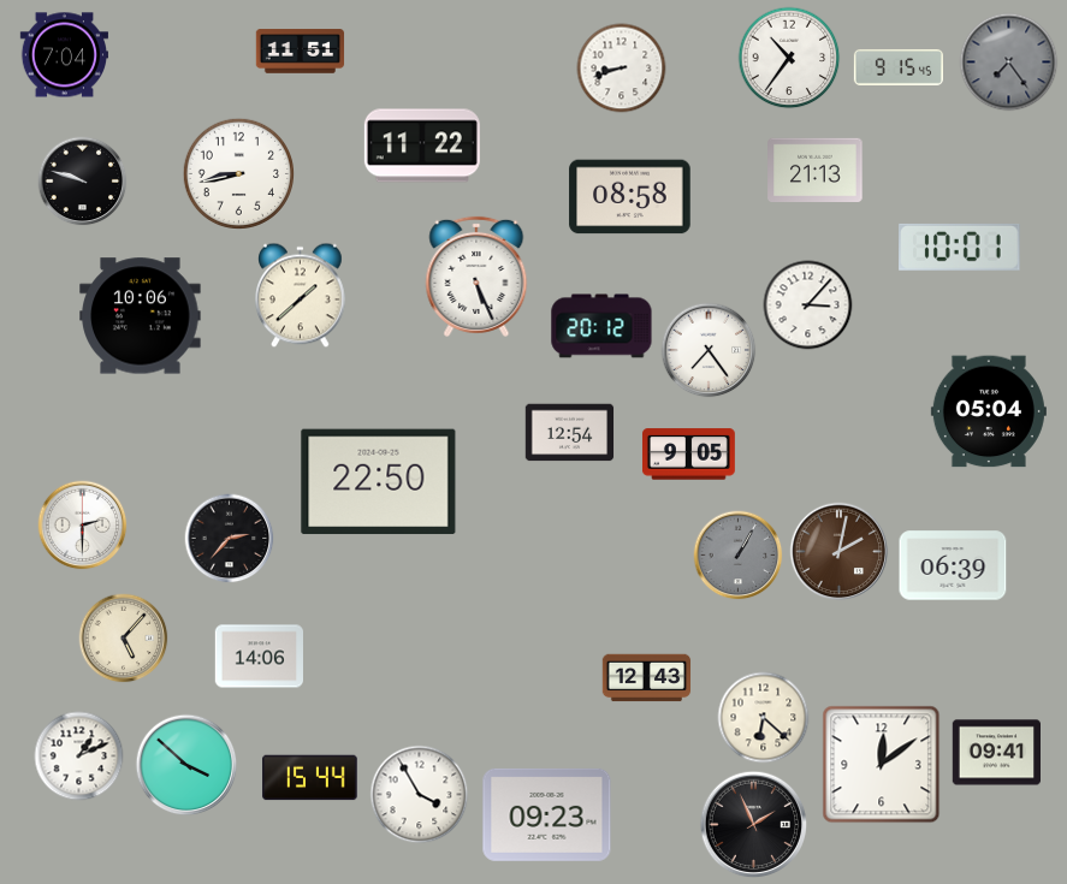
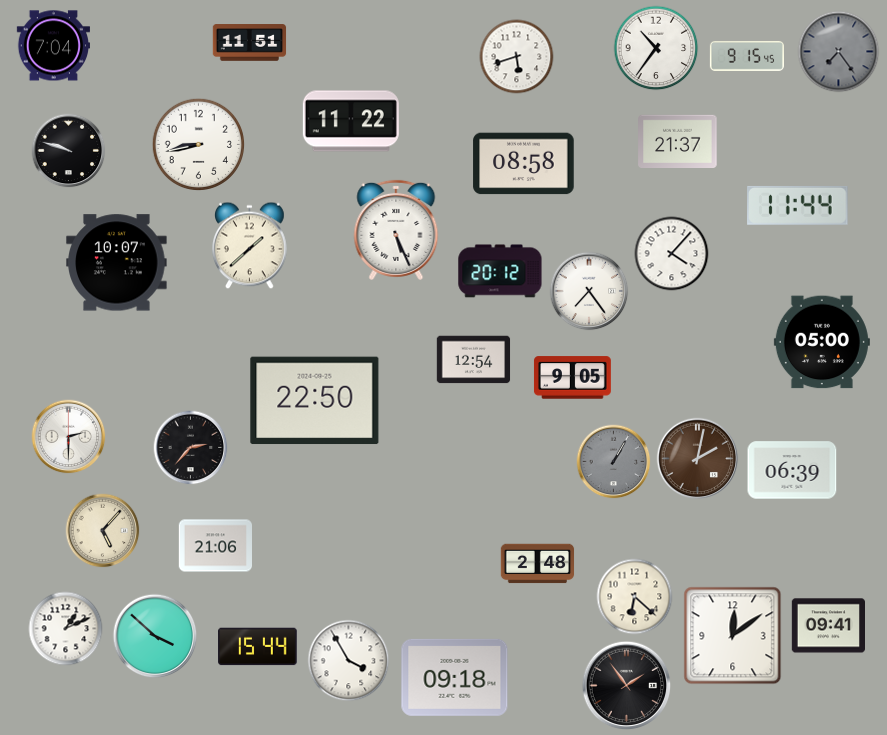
clock at (622, 69): 8:42 -> 5:42
clock at (816, 171): 21:13 -> 21:37
clock at (960, 247): 10:01 -> 11:44
clock at (808, 305): 3:07 -> 4:07
clock at (141, 316): 10:06 -> 10:07
clock at (989, 411): 05:04 -> 05:00
clock at (259, 657): 14:06 -> 21:06
clock at (647, 678): 12:43 -> 2:48
clock at (547, 814): 09:23 -> 09:18
clock at (754, 825): 1:56 -> 1:54
